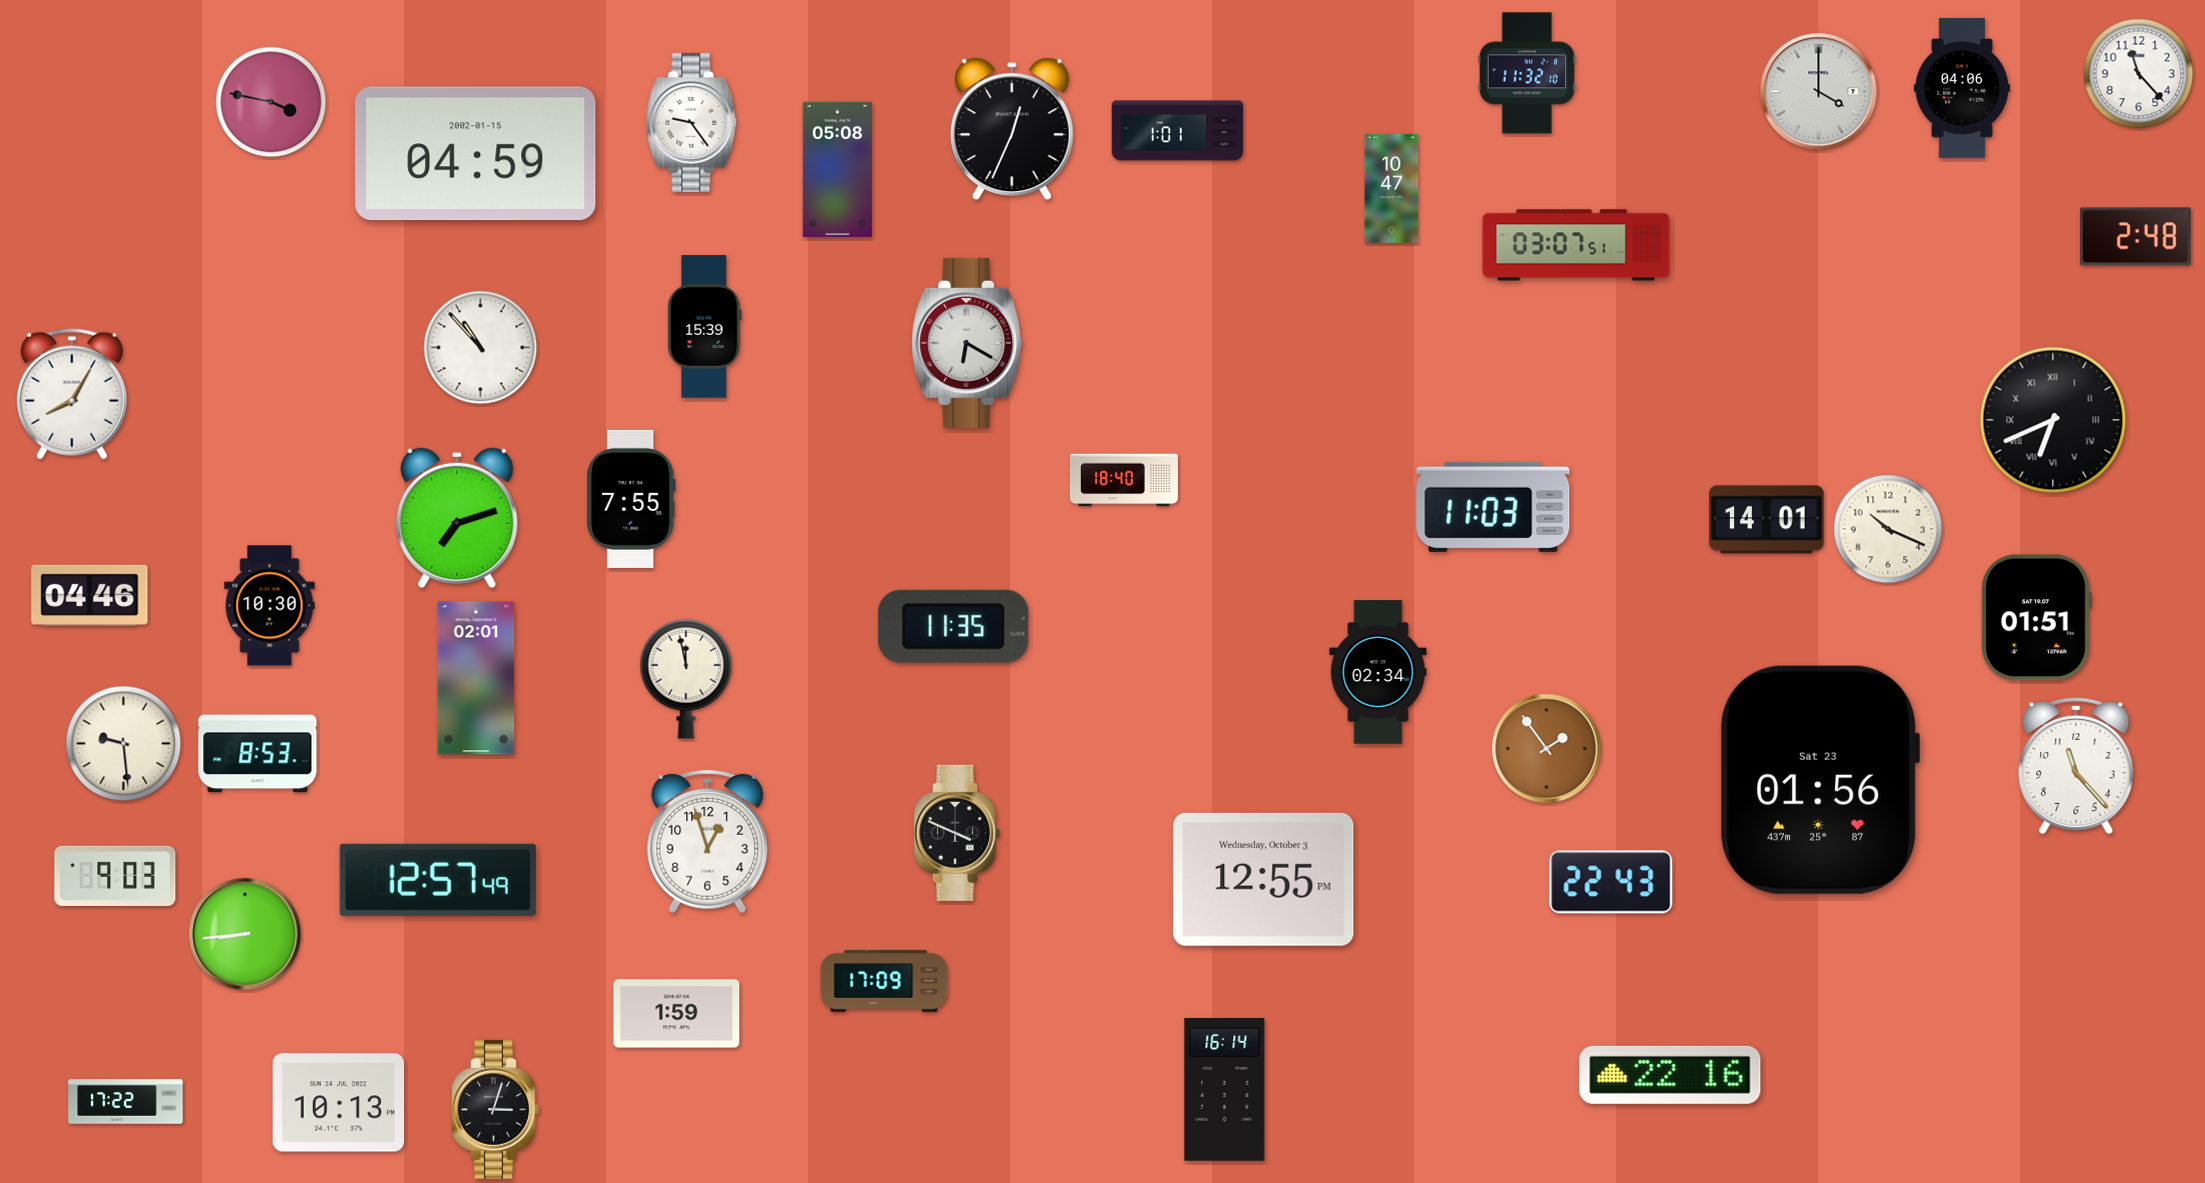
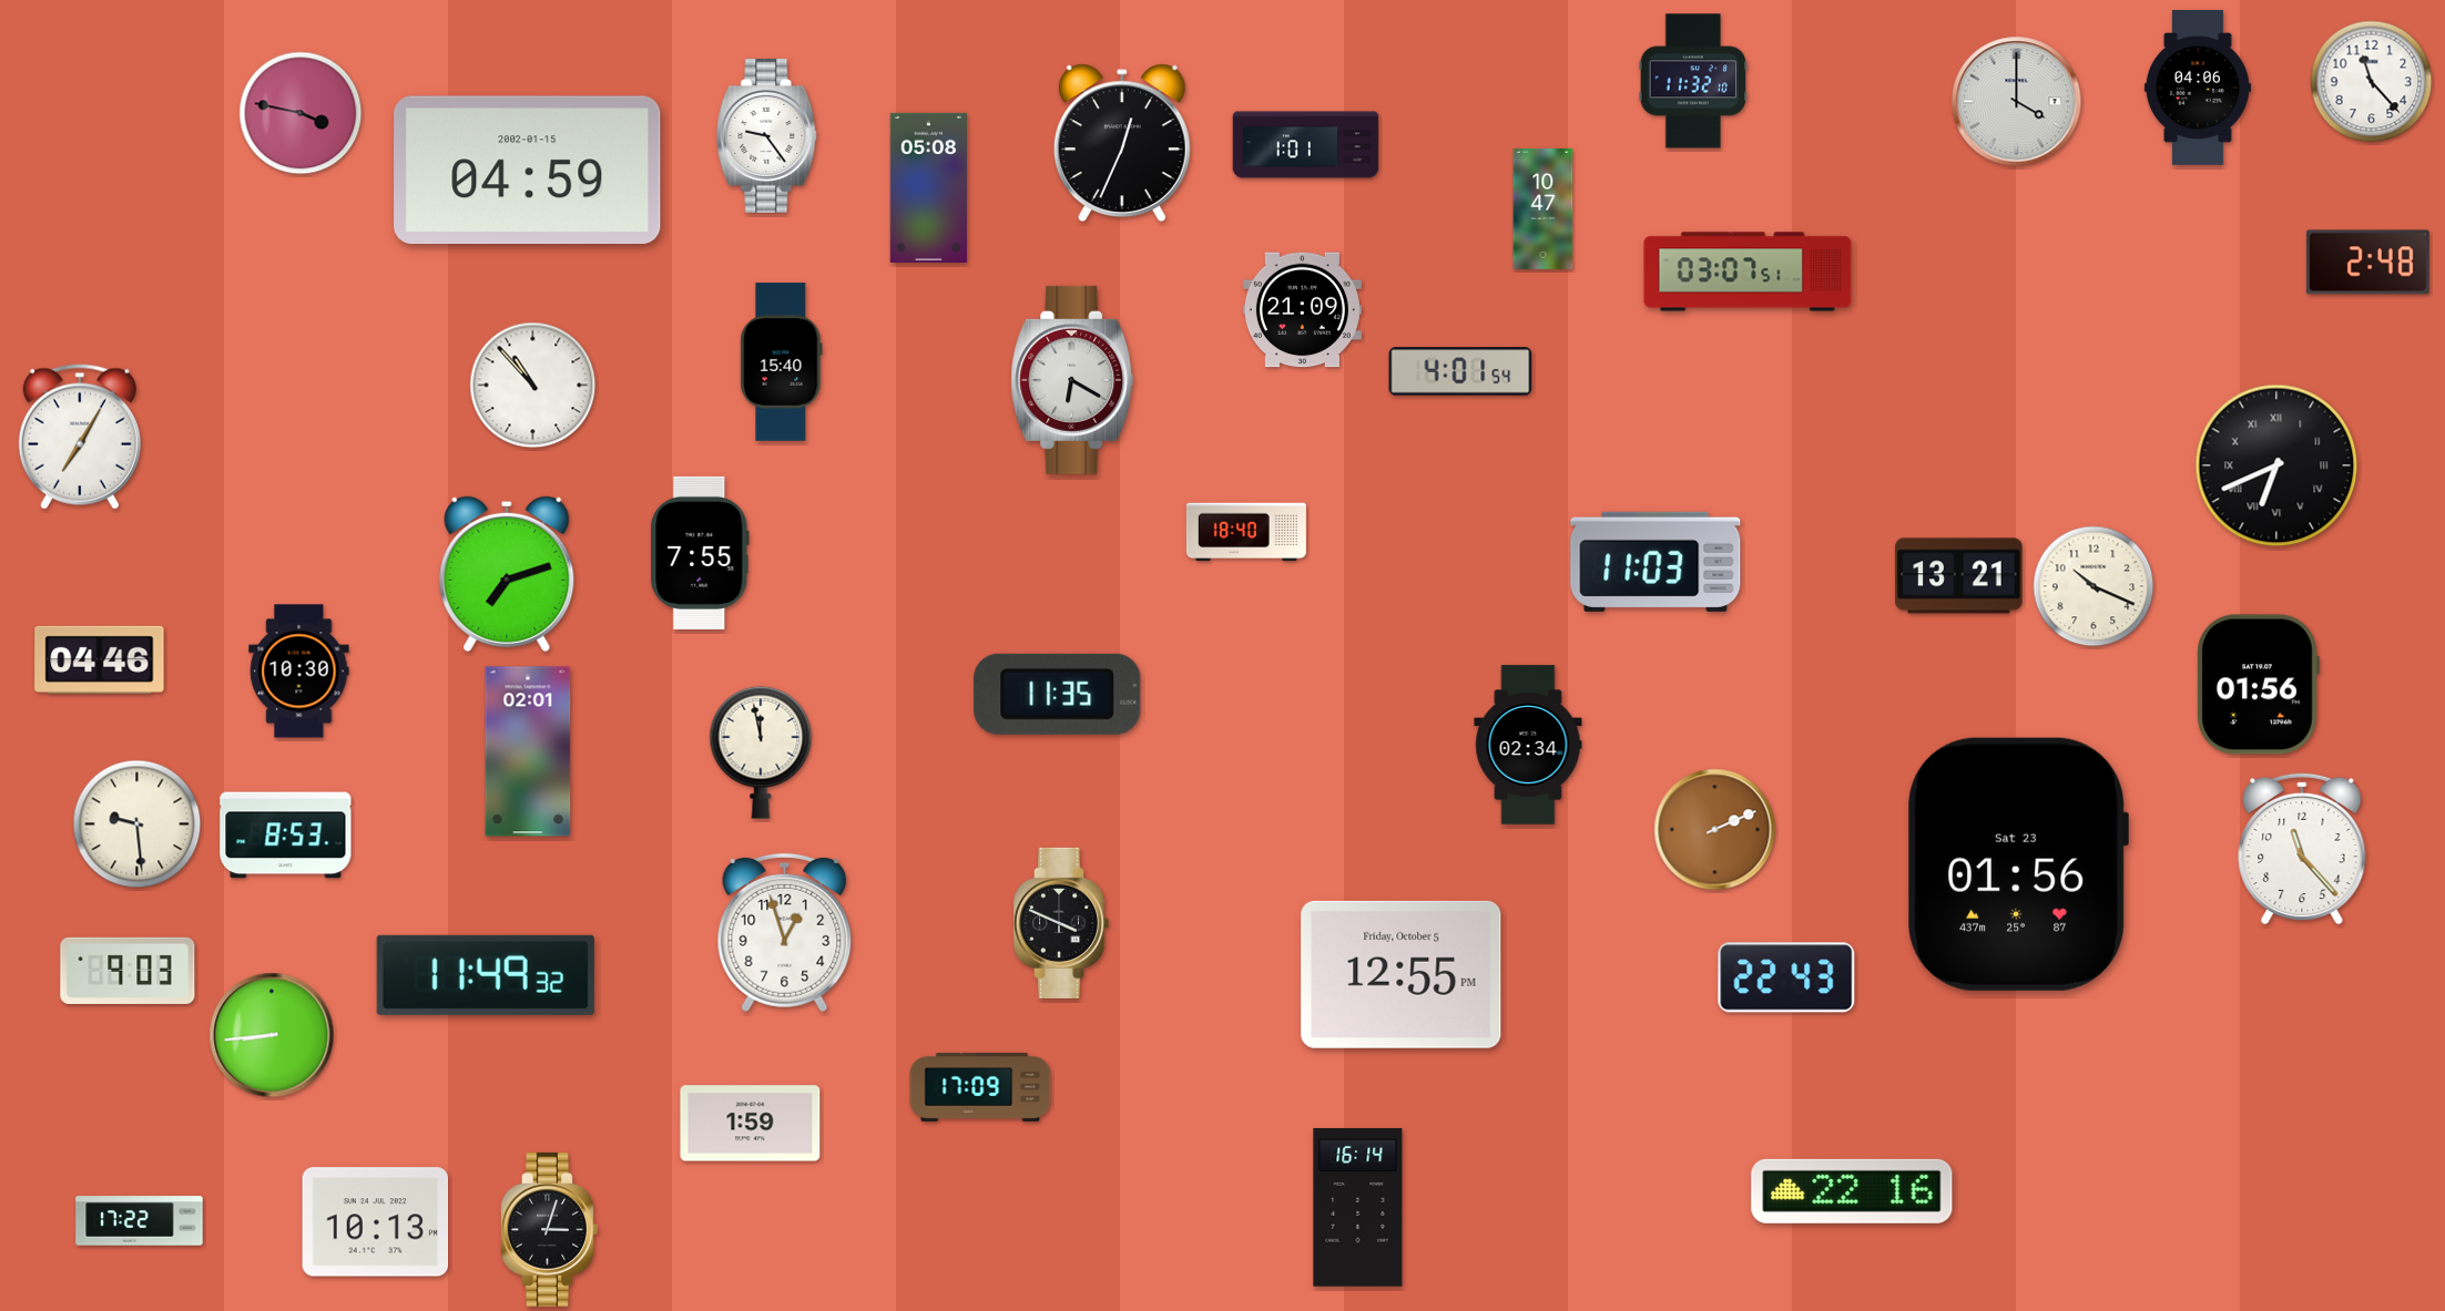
clock at (1962, 88) position: (1962, 88) -> (2198, 88)
clock at (1302, 310): none -> 21:09
clock at (705, 327): 15:39 -> 15:40
clock at (1460, 371): none -> 4:01
clock at (72, 394): 8:05 -> 7:05
clock at (1767, 520): 14:01 -> 13:21
clock at (2036, 618): 01:51 -> 01:56
clock at (1547, 749): 1:54 -> 2:11
clock at (1264, 879) date: Wednesday, October 3 -> Friday, October 5
clock at (438, 880): 12:57 -> 11:49
